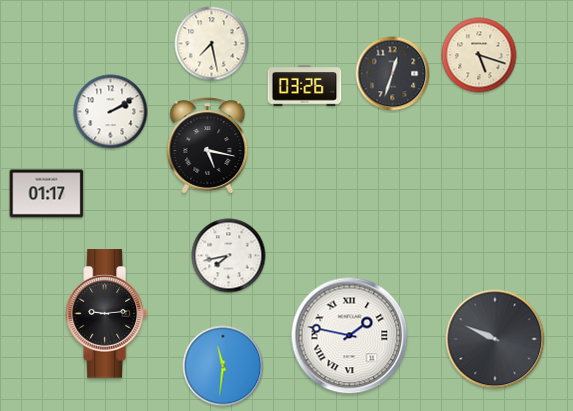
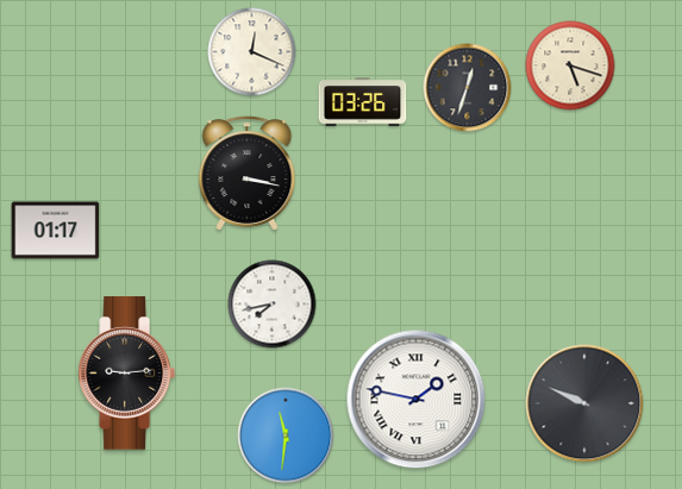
clock at (212, 44): 7:28 -> 12:19
clock at (111, 112): 2:10 -> none
clock at (208, 146): 5:17 -> 3:17
clock at (495, 339) position: (495, 339) -> (584, 403)
clock at (223, 366) position: (223, 366) -> (286, 435)
